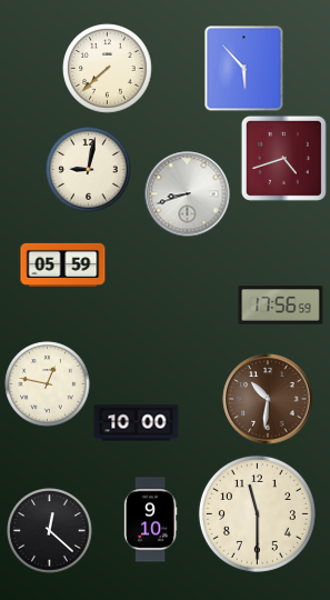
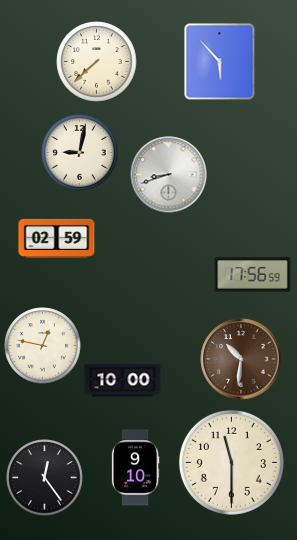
clock at (283, 158): 4:42 -> none
clock at (63, 264): 05:59 -> 02:59
clock at (50, 531): 12:22 -> 12:24
